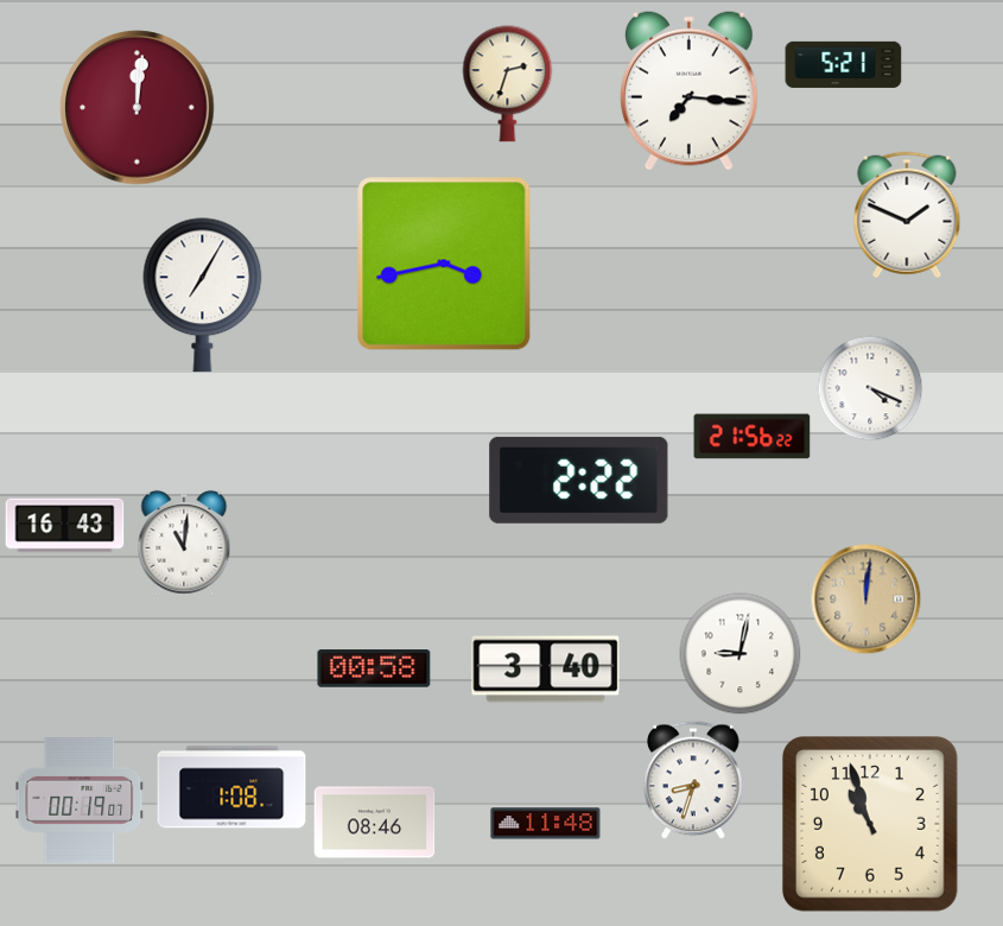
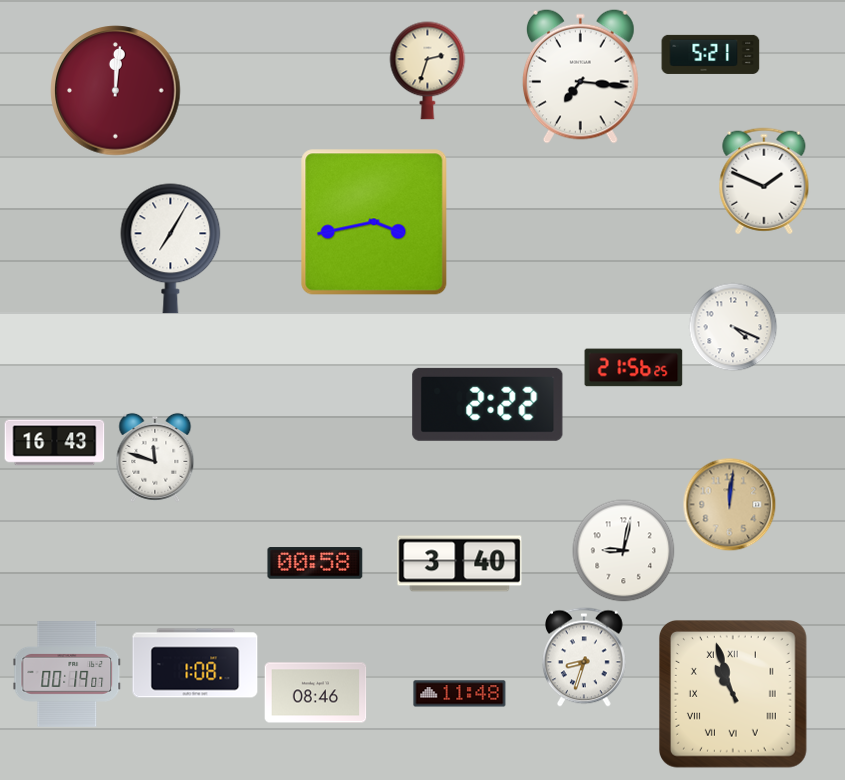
clock at (753, 437): 21:56:22 -> 21:56:25
clock at (184, 544): 11:01 -> 11:48
clock at (871, 825) numerals: Arabic -> Roman
